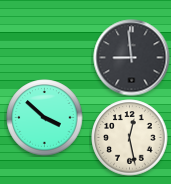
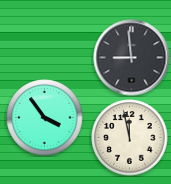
clock at (45, 118): 3:52 -> 3:54
clock at (130, 138): 12:28 -> 11:58
